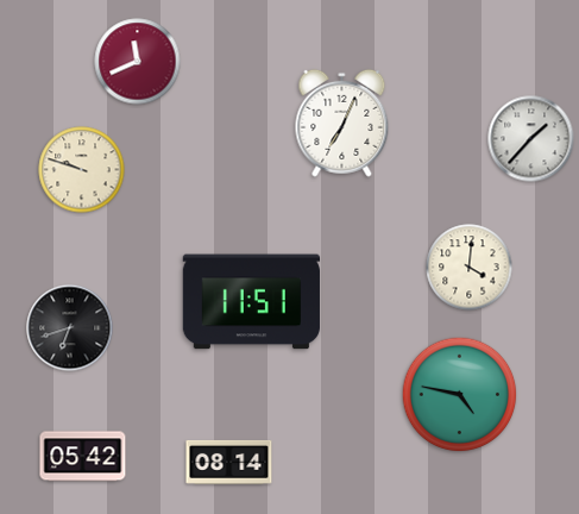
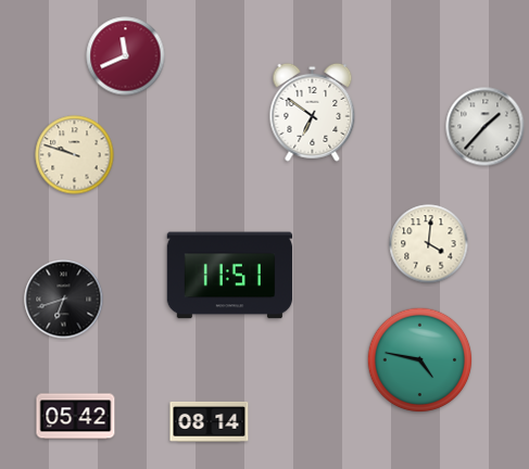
clock at (342, 123): 7:04 -> 6:51
